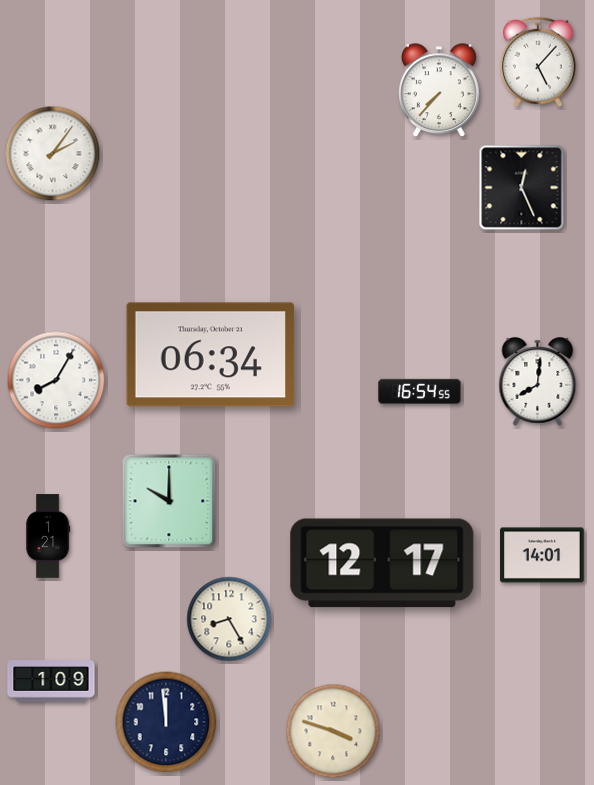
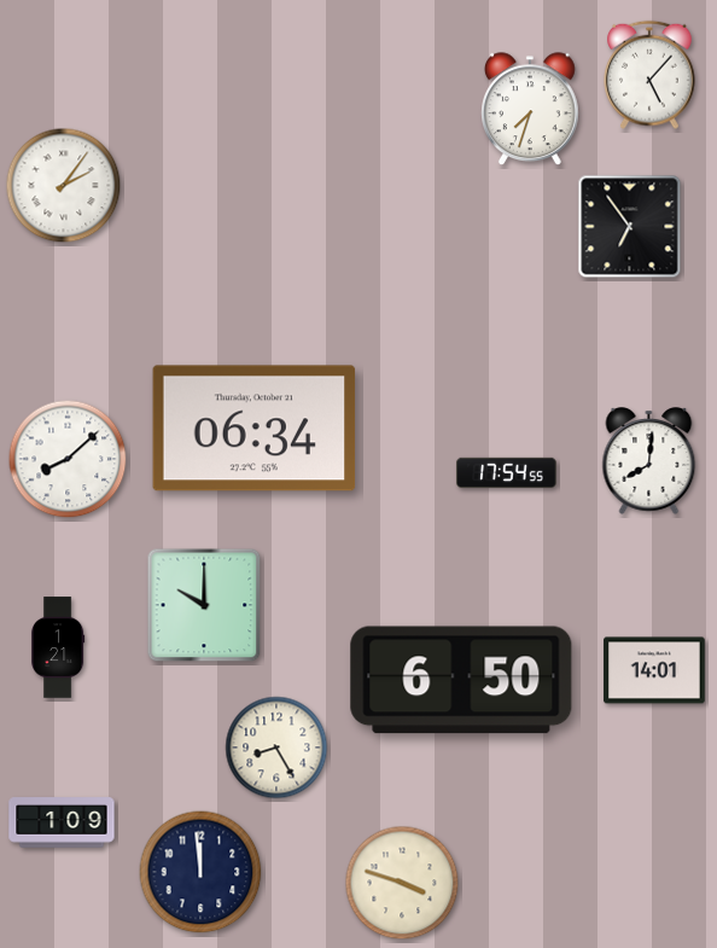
clock at (440, 91): 7:37 -> 7:33
clock at (522, 188): 12:26 -> 6:54
clock at (56, 380): 8:05 -> 8:08
clock at (420, 391): 16:54 -> 17:54
clock at (382, 563): 12:17 -> 6:50
